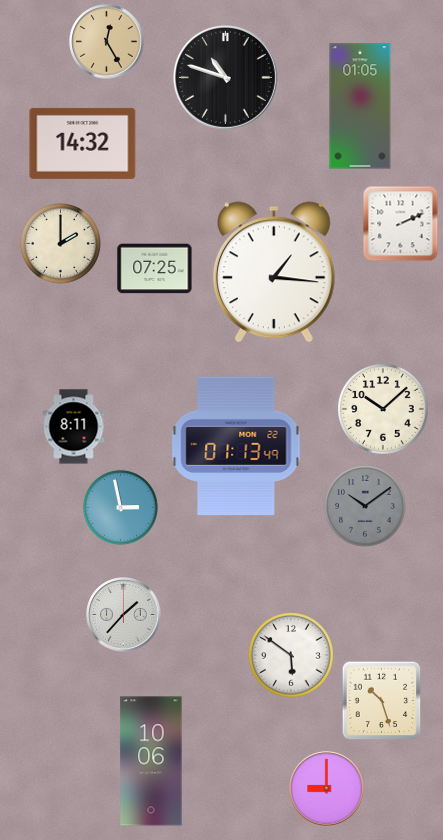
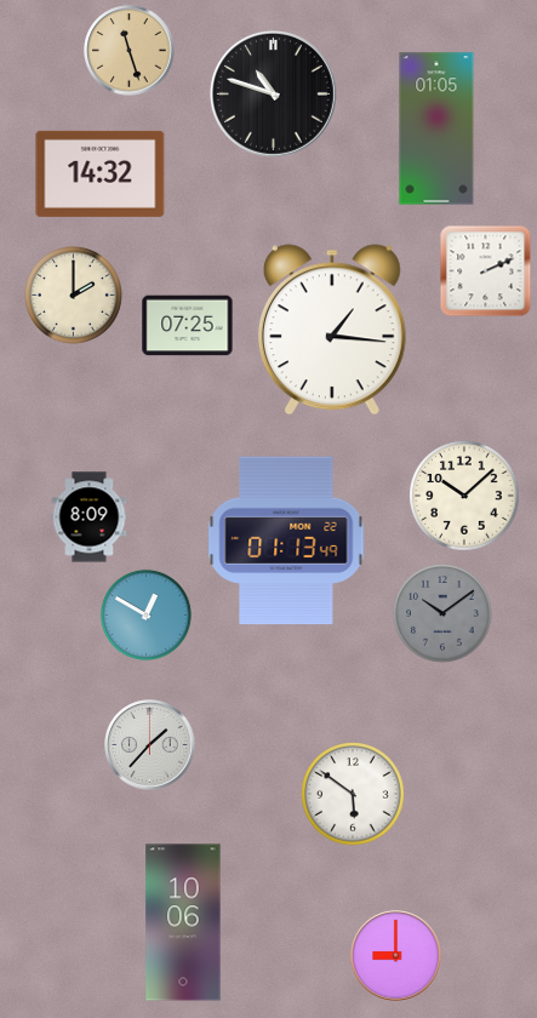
clock at (107, 42): 12:25 -> 11:27
clock at (74, 427): 8:11 -> 8:09
clock at (120, 507): 2:58 -> 12:50
clock at (382, 701): 10:27 -> none
